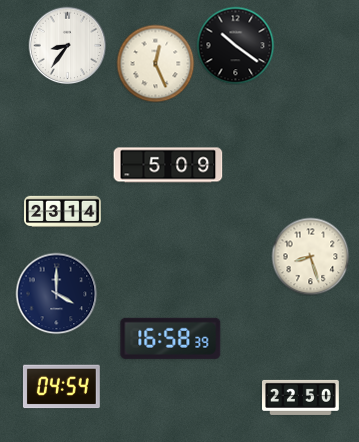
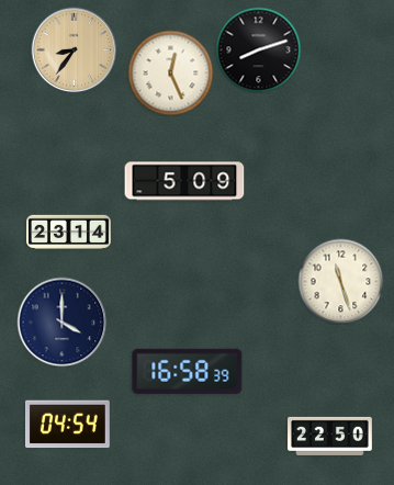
clock at (67, 45) dial: white -> champagne
clock at (235, 45): 10:21 -> 8:12
clock at (155, 63) position: (155, 63) -> (170, 72)
clock at (310, 256): 8:27 -> 11:27
